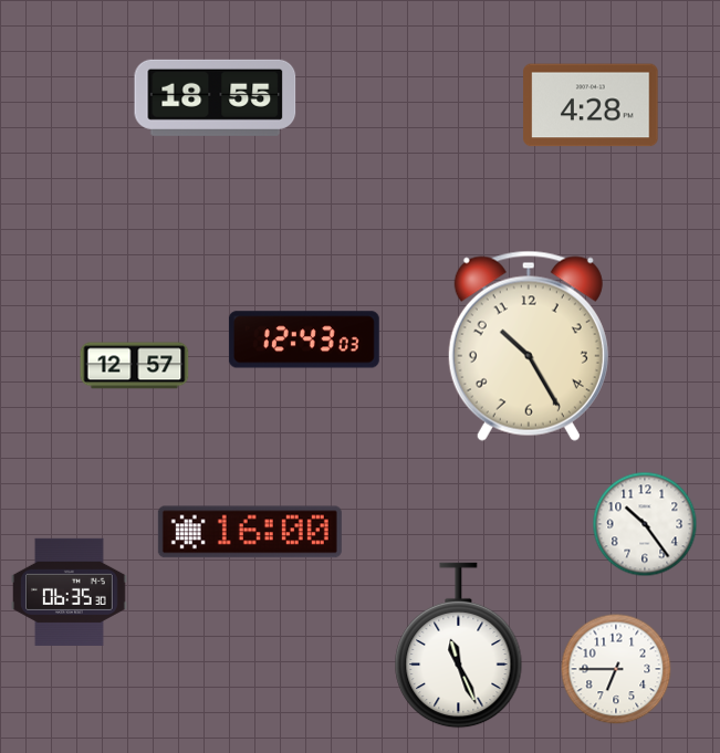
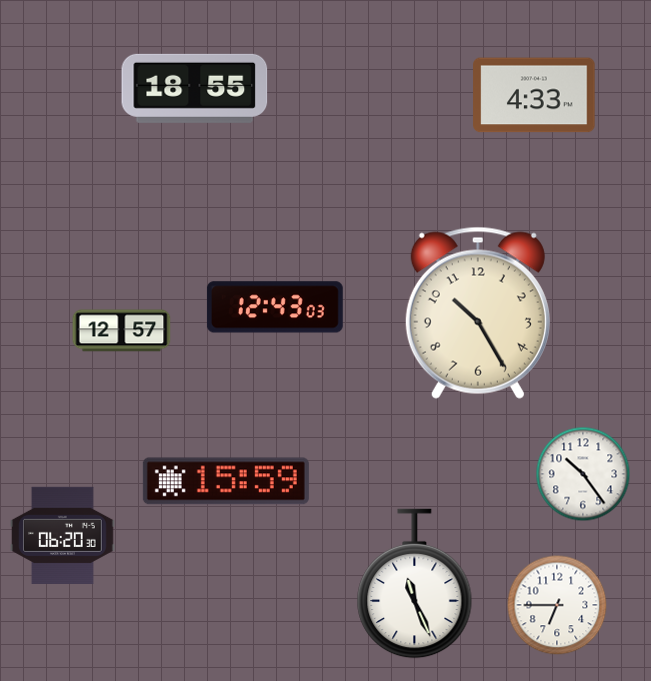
clock at (591, 105): 4:28 -> 4:33
clock at (250, 532): 16:00 -> 15:59
clock at (70, 592): 06:35 -> 06:20
